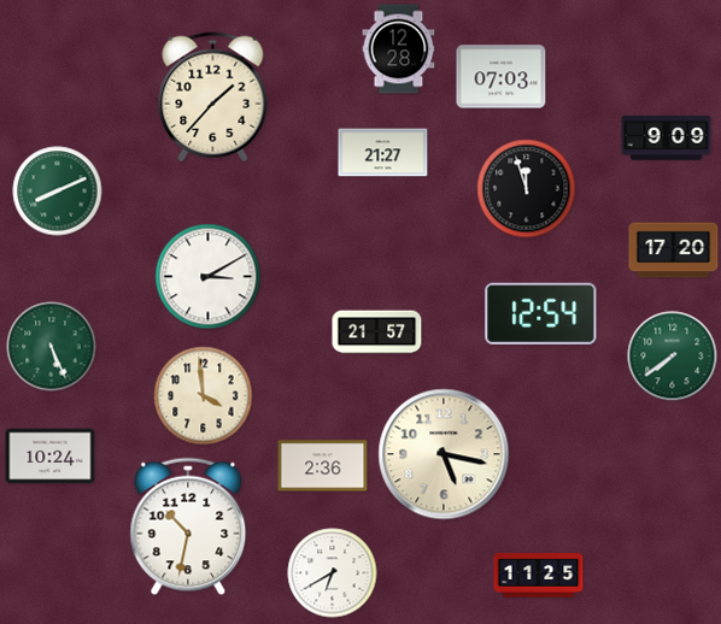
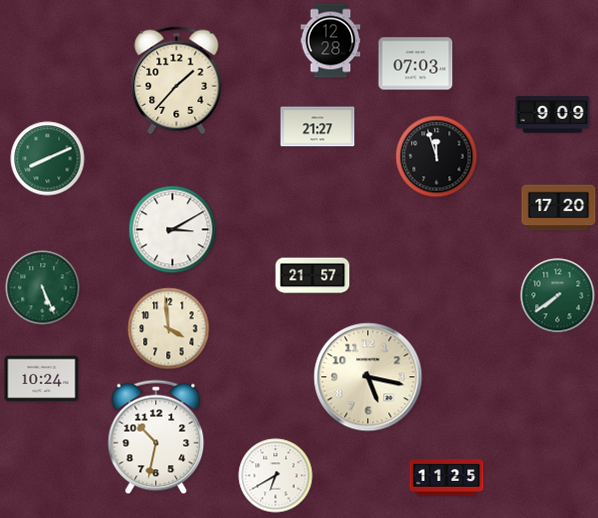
clock at (541, 313): 12:54 -> none
clock at (323, 466): 2:36 -> none
